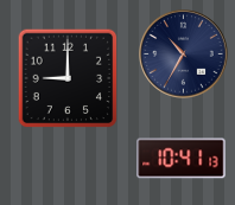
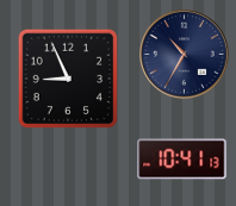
clock at (68, 78): 9:00 -> 8:56
